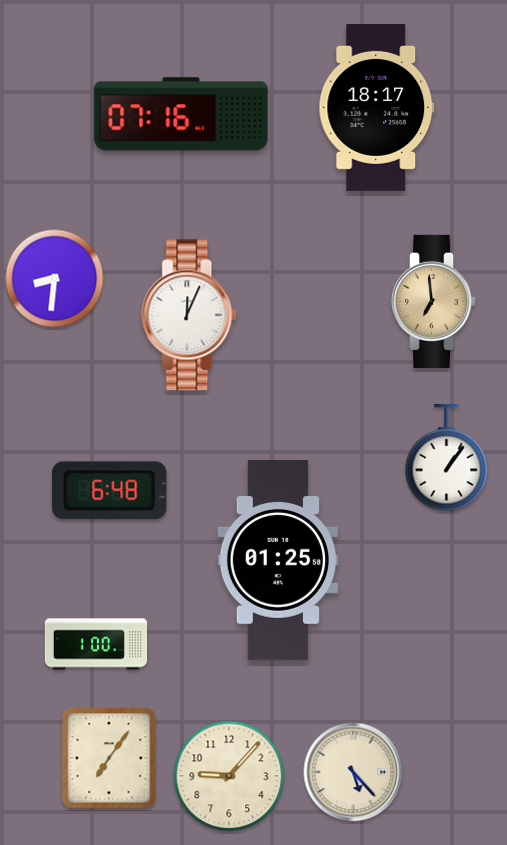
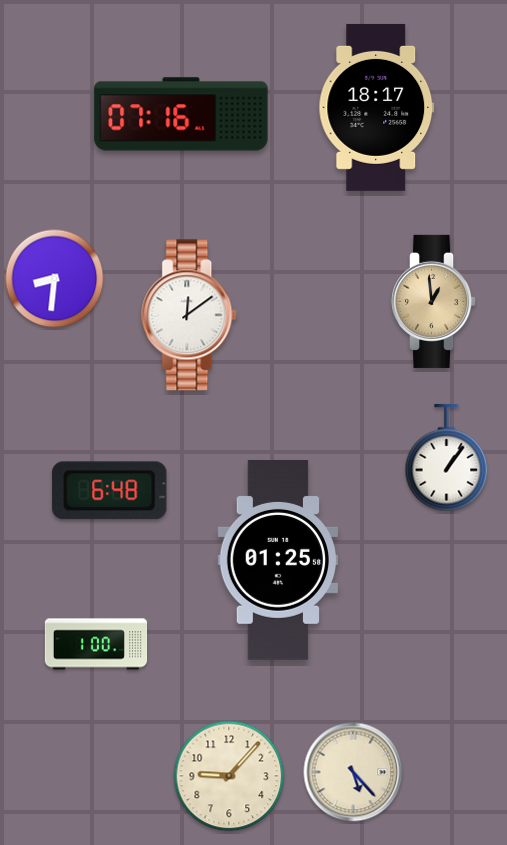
clock at (435, 301): 6:59 -> 12:59
clock at (190, 315): 12:04 -> 12:09
clock at (109, 758): 7:06 -> none
